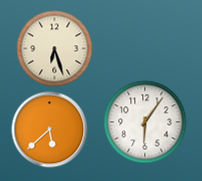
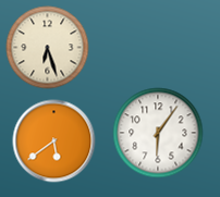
clock at (55, 49) position: (55, 49) -> (48, 48)
clock at (50, 130): 5:38 -> 5:39
